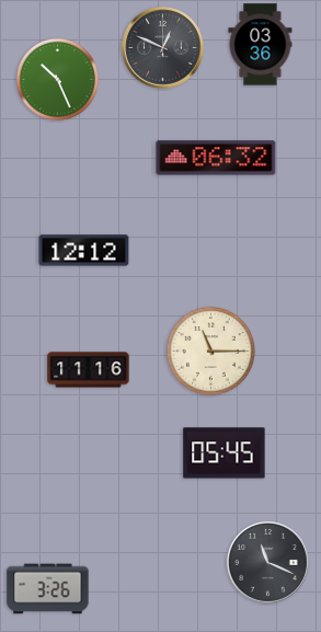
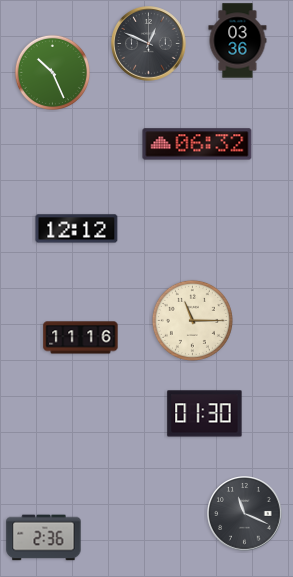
clock at (225, 453): 05:45 -> 01:30
clock at (48, 589): 3:26 -> 2:36
